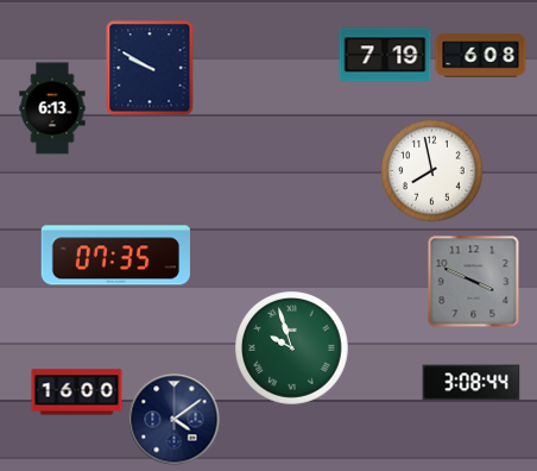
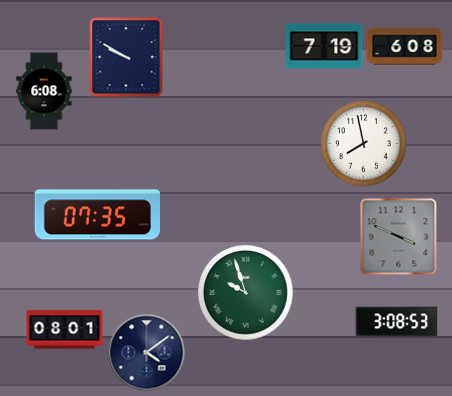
clock at (52, 108): 6:13 -> 6:08
clock at (472, 383): 3:08:44 -> 3:08:53
clock at (77, 392): 16:00 -> 08:01
